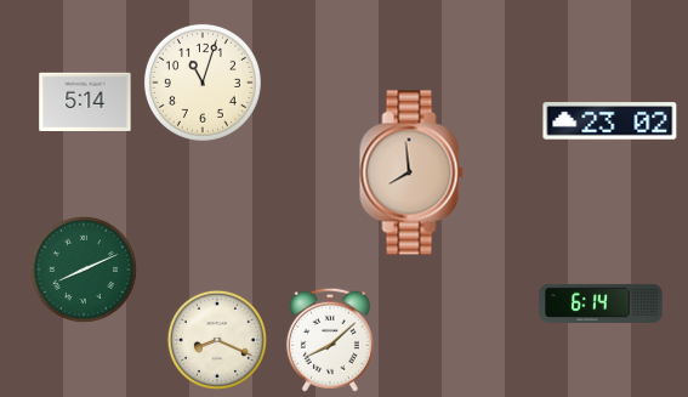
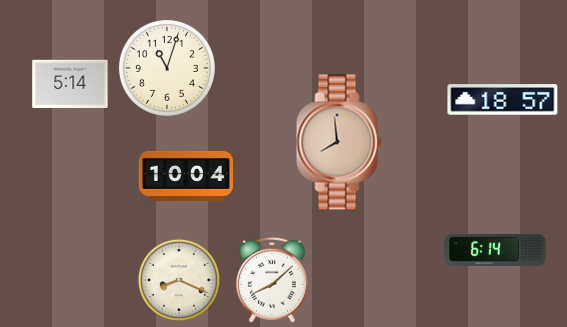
clock at (610, 121): 23:02 -> 18:57
clock at (186, 176): none -> 10:04
clock at (84, 270): 8:11 -> none
